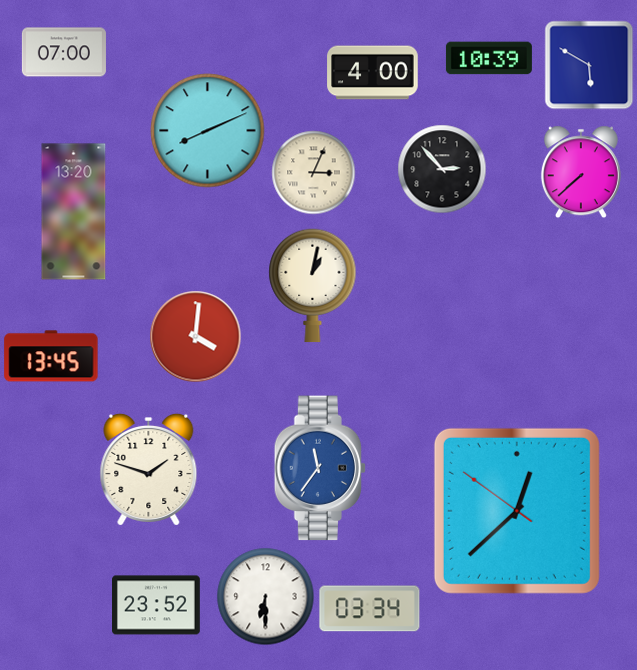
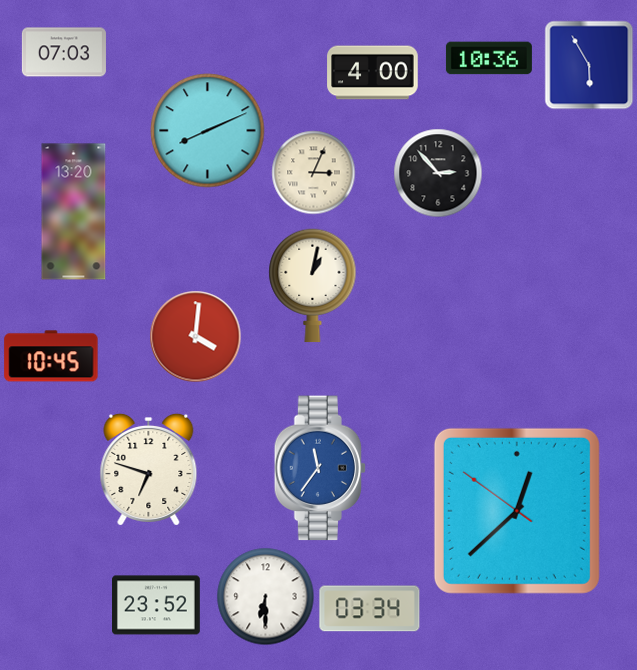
clock at (64, 52): 07:00 -> 07:03
clock at (489, 58): 10:39 -> 10:36
clock at (589, 65): 5:50 -> 5:55
clock at (442, 169) position: (442, 169) -> (438, 173)
clock at (581, 172): 7:38 -> none
clock at (51, 356): 13:45 -> 10:45
clock at (149, 469): 1:48 -> 6:48
